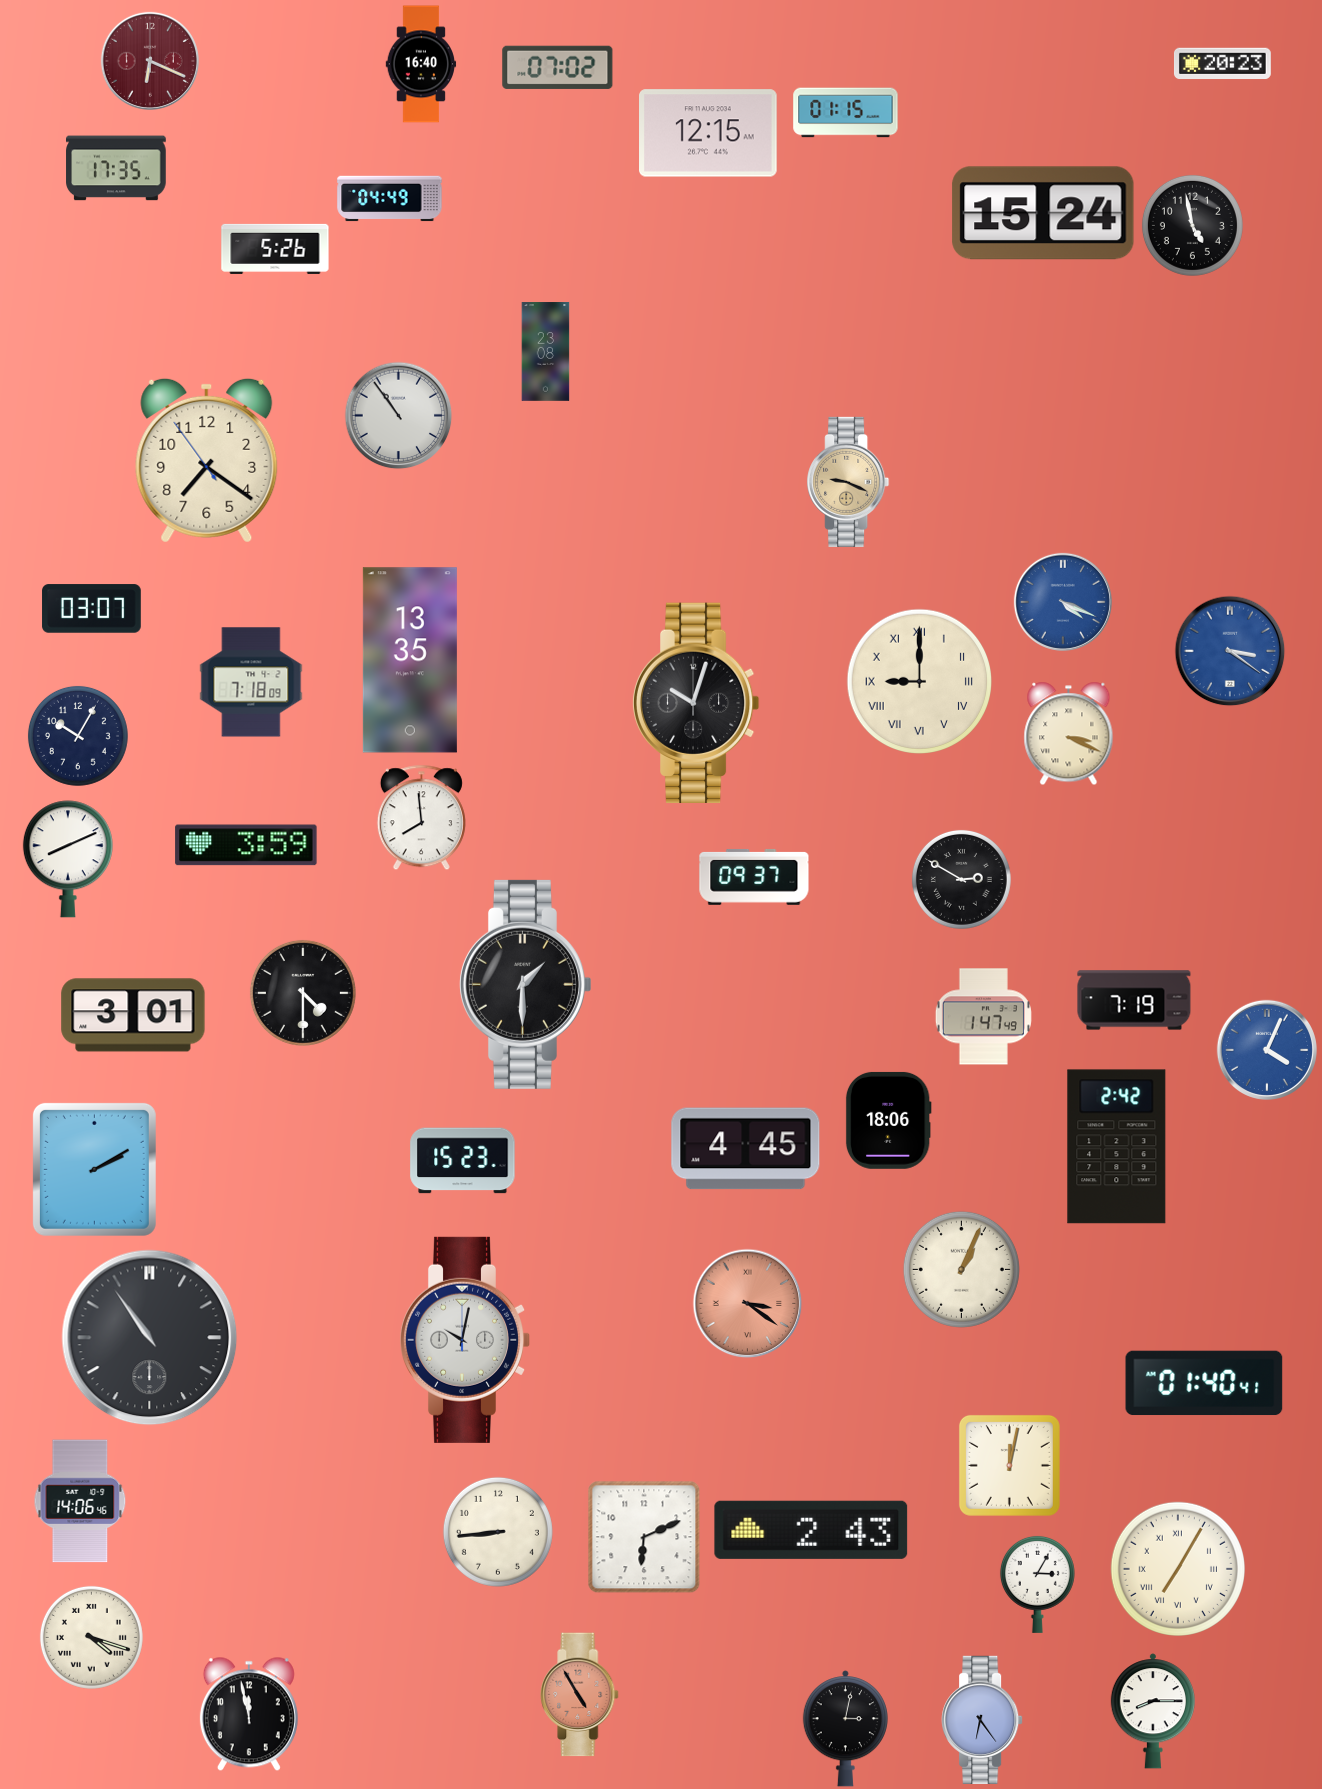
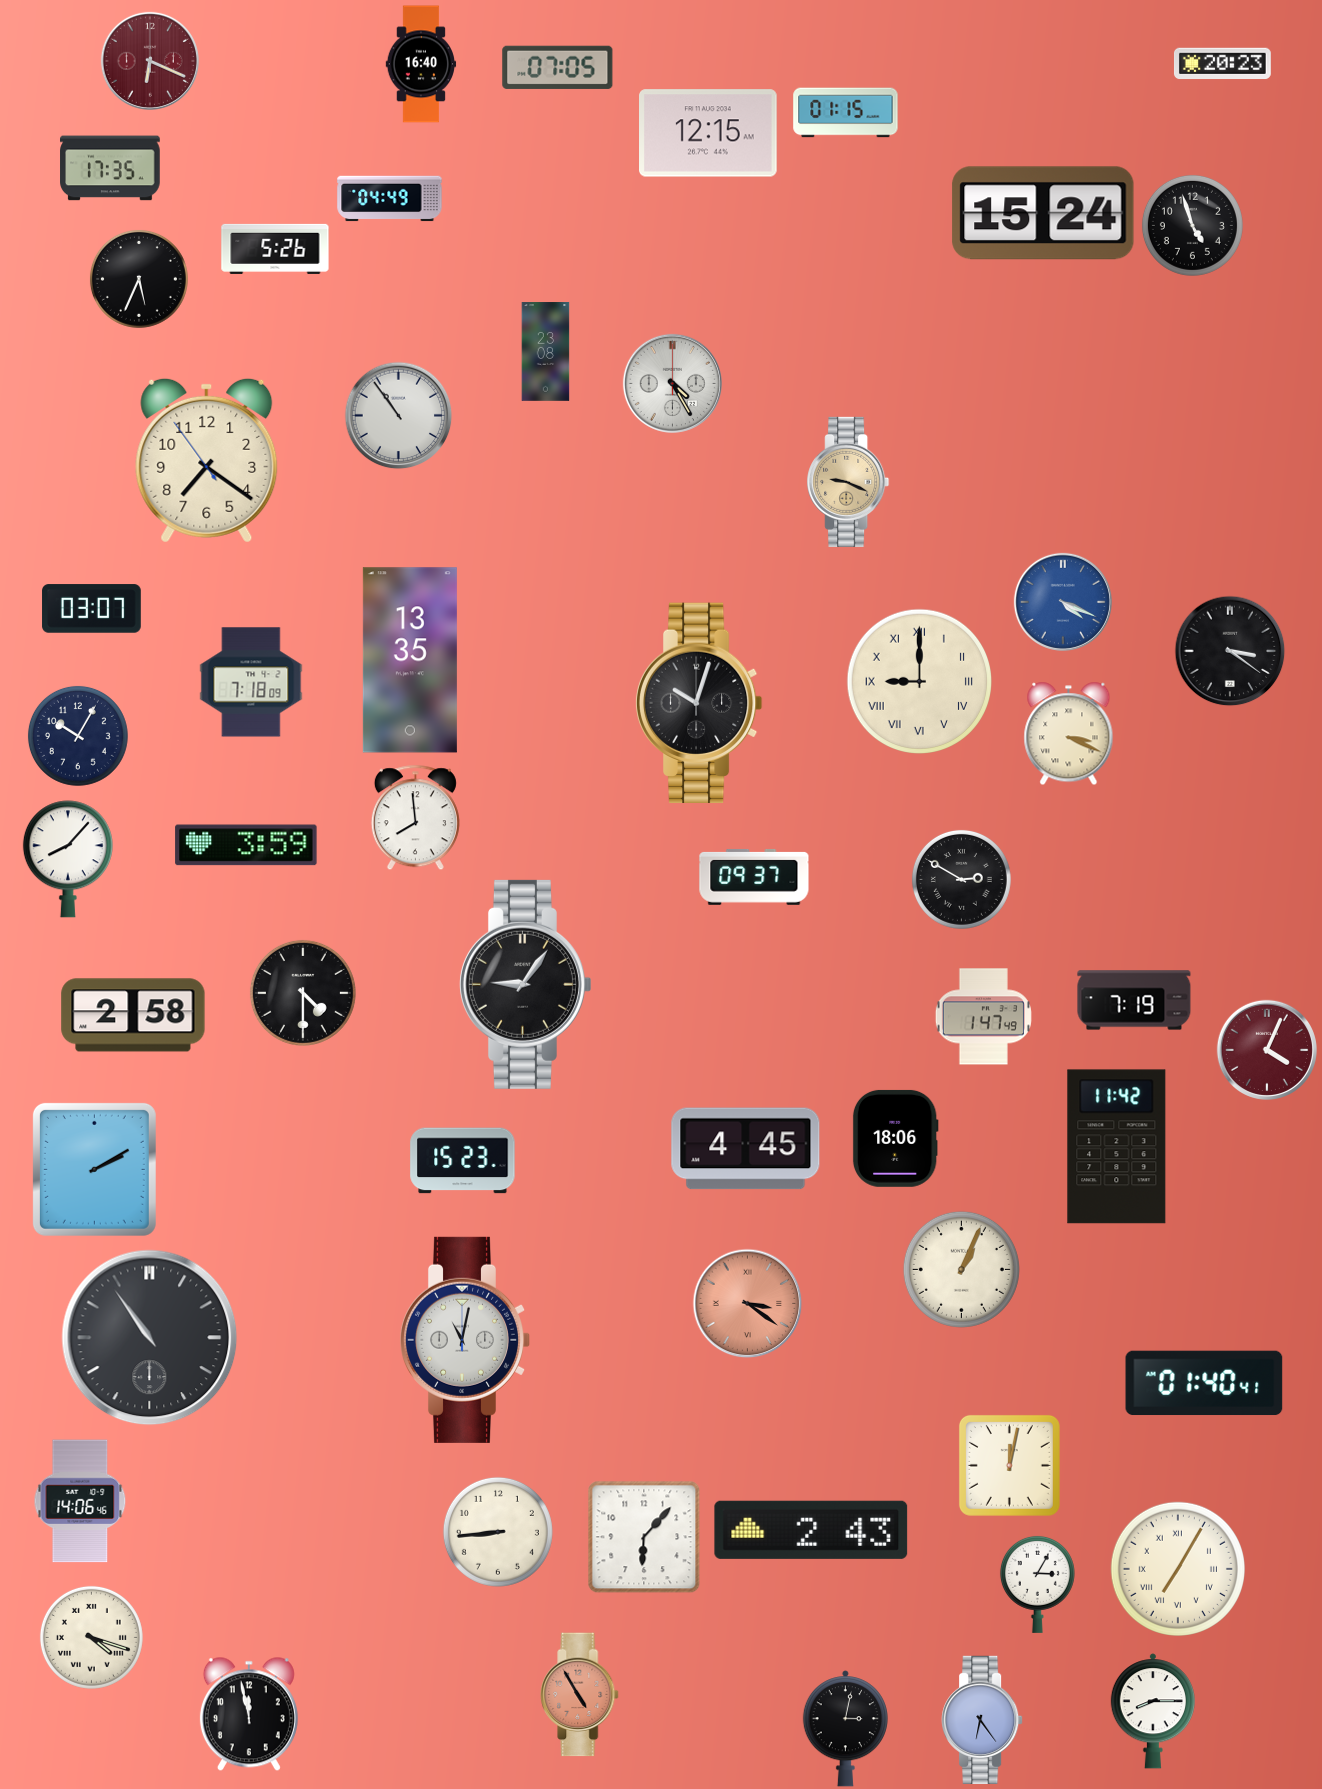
clock at (558, 67): 07:02 -> 07:05
clock at (116, 168) position: (116, 168) -> (110, 168)
clock at (1192, 225): 4:58 -> 4:57
clock at (139, 279): none -> 5:34
clock at (672, 383): none -> 4:25
clock at (1230, 651) dial: blue -> black
clock at (696, 702) position: (696, 702) -> (699, 702)
clock at (421, 818) position: (421, 818) -> (415, 818)
clock at (68, 859): 8:11 -> 8:07
clock at (525, 984): 1:30 -> 9:06
clock at (133, 1015): 3:01 -> 2:58
clock at (1267, 1050) dial: blue -> burgundy
clock at (888, 1120) position: (888, 1120) -> (895, 1138)
clock at (1117, 1147): 2:42 -> 11:42
clock at (464, 1340): 10:02 -> 11:02
clock at (644, 1537): 6:11 -> 6:07
